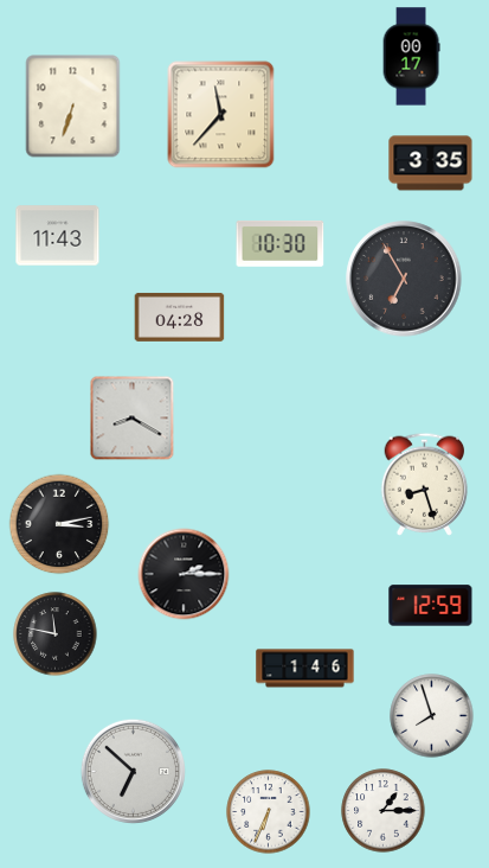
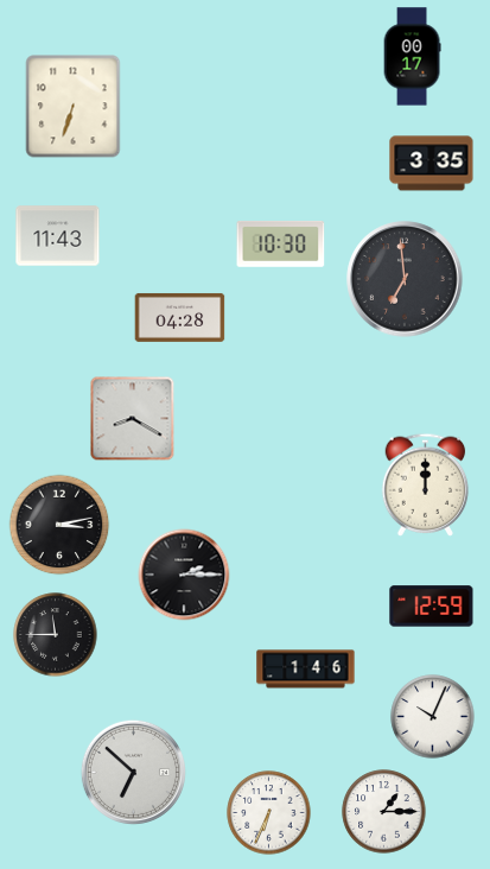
clock at (221, 115): 11:37 -> none
clock at (404, 279): 6:55 -> 6:59
clock at (425, 484): 8:27 -> 12:00
clock at (56, 634): 11:47 -> 11:45
clock at (432, 716): 7:57 -> 10:04
